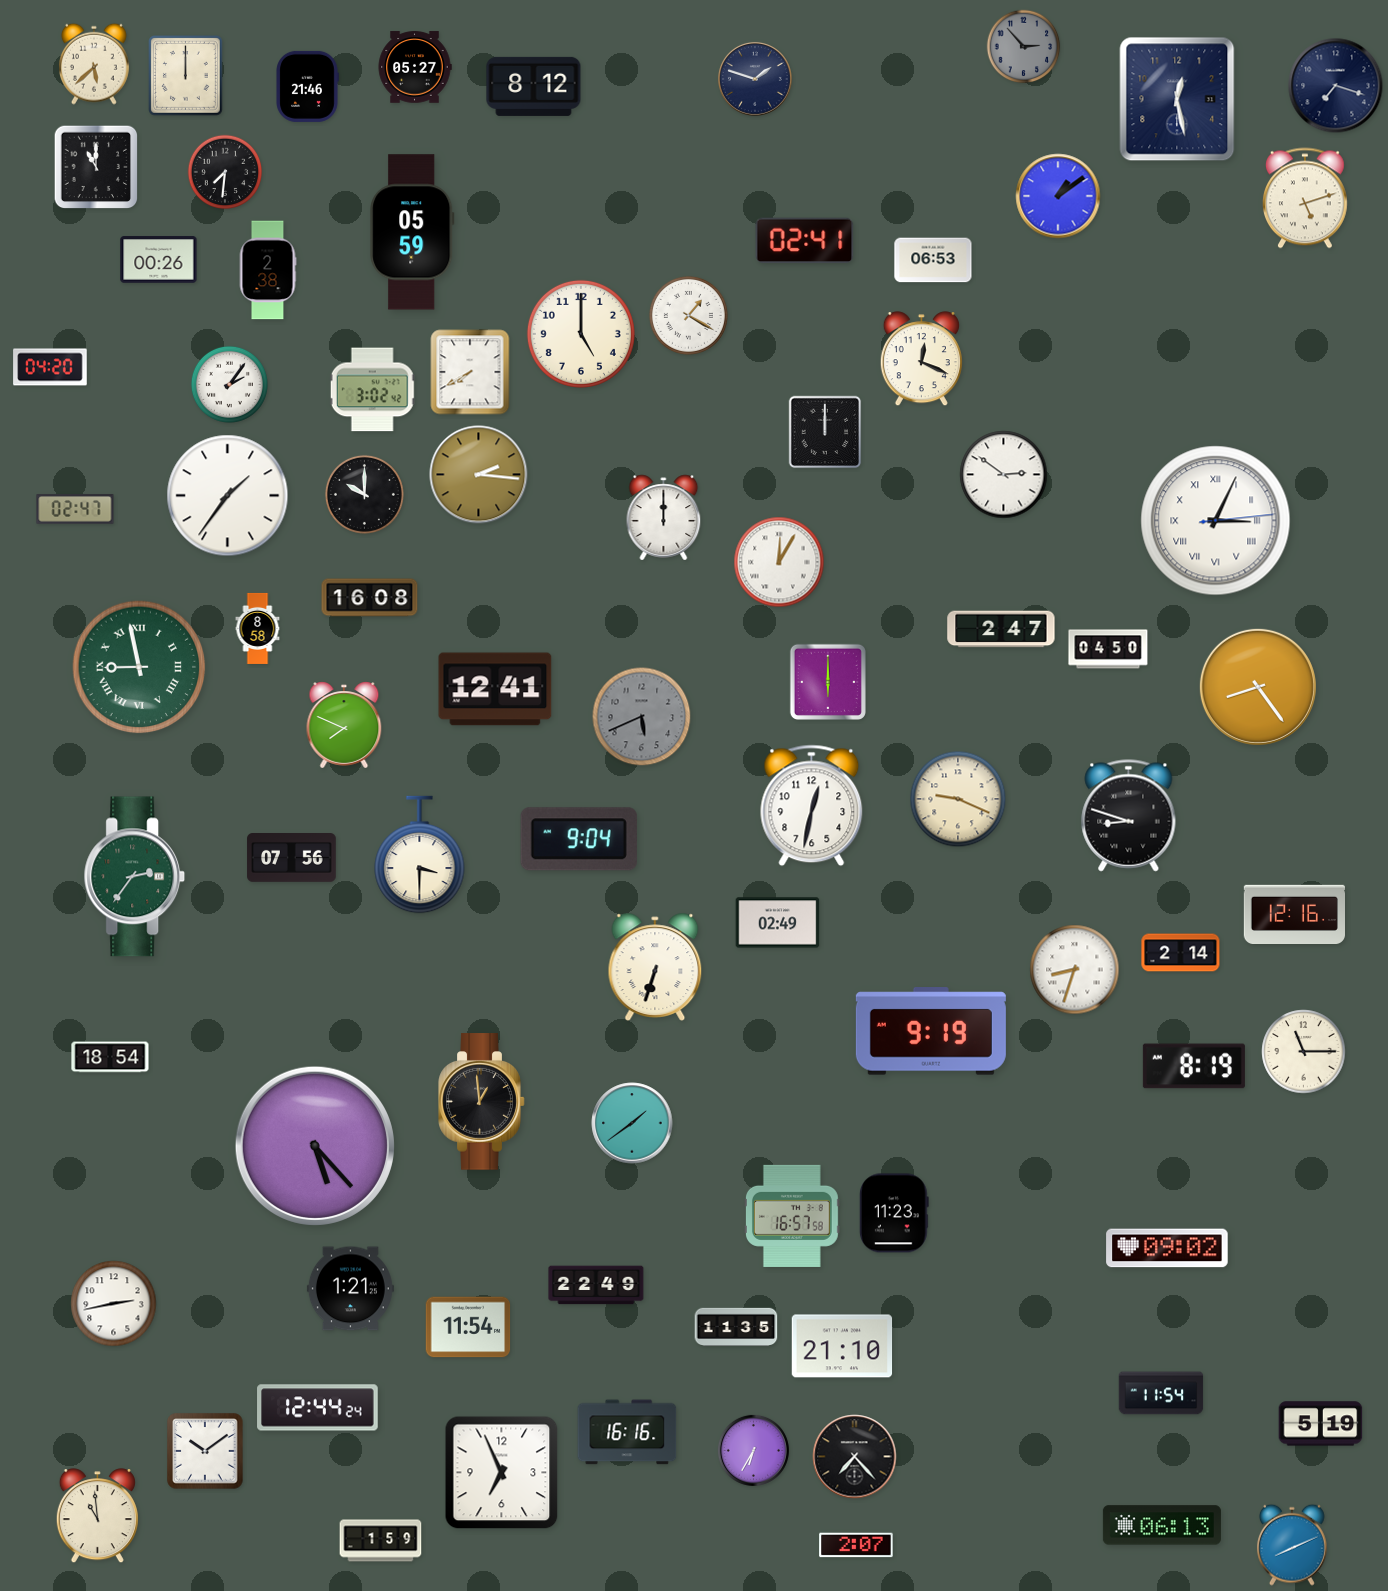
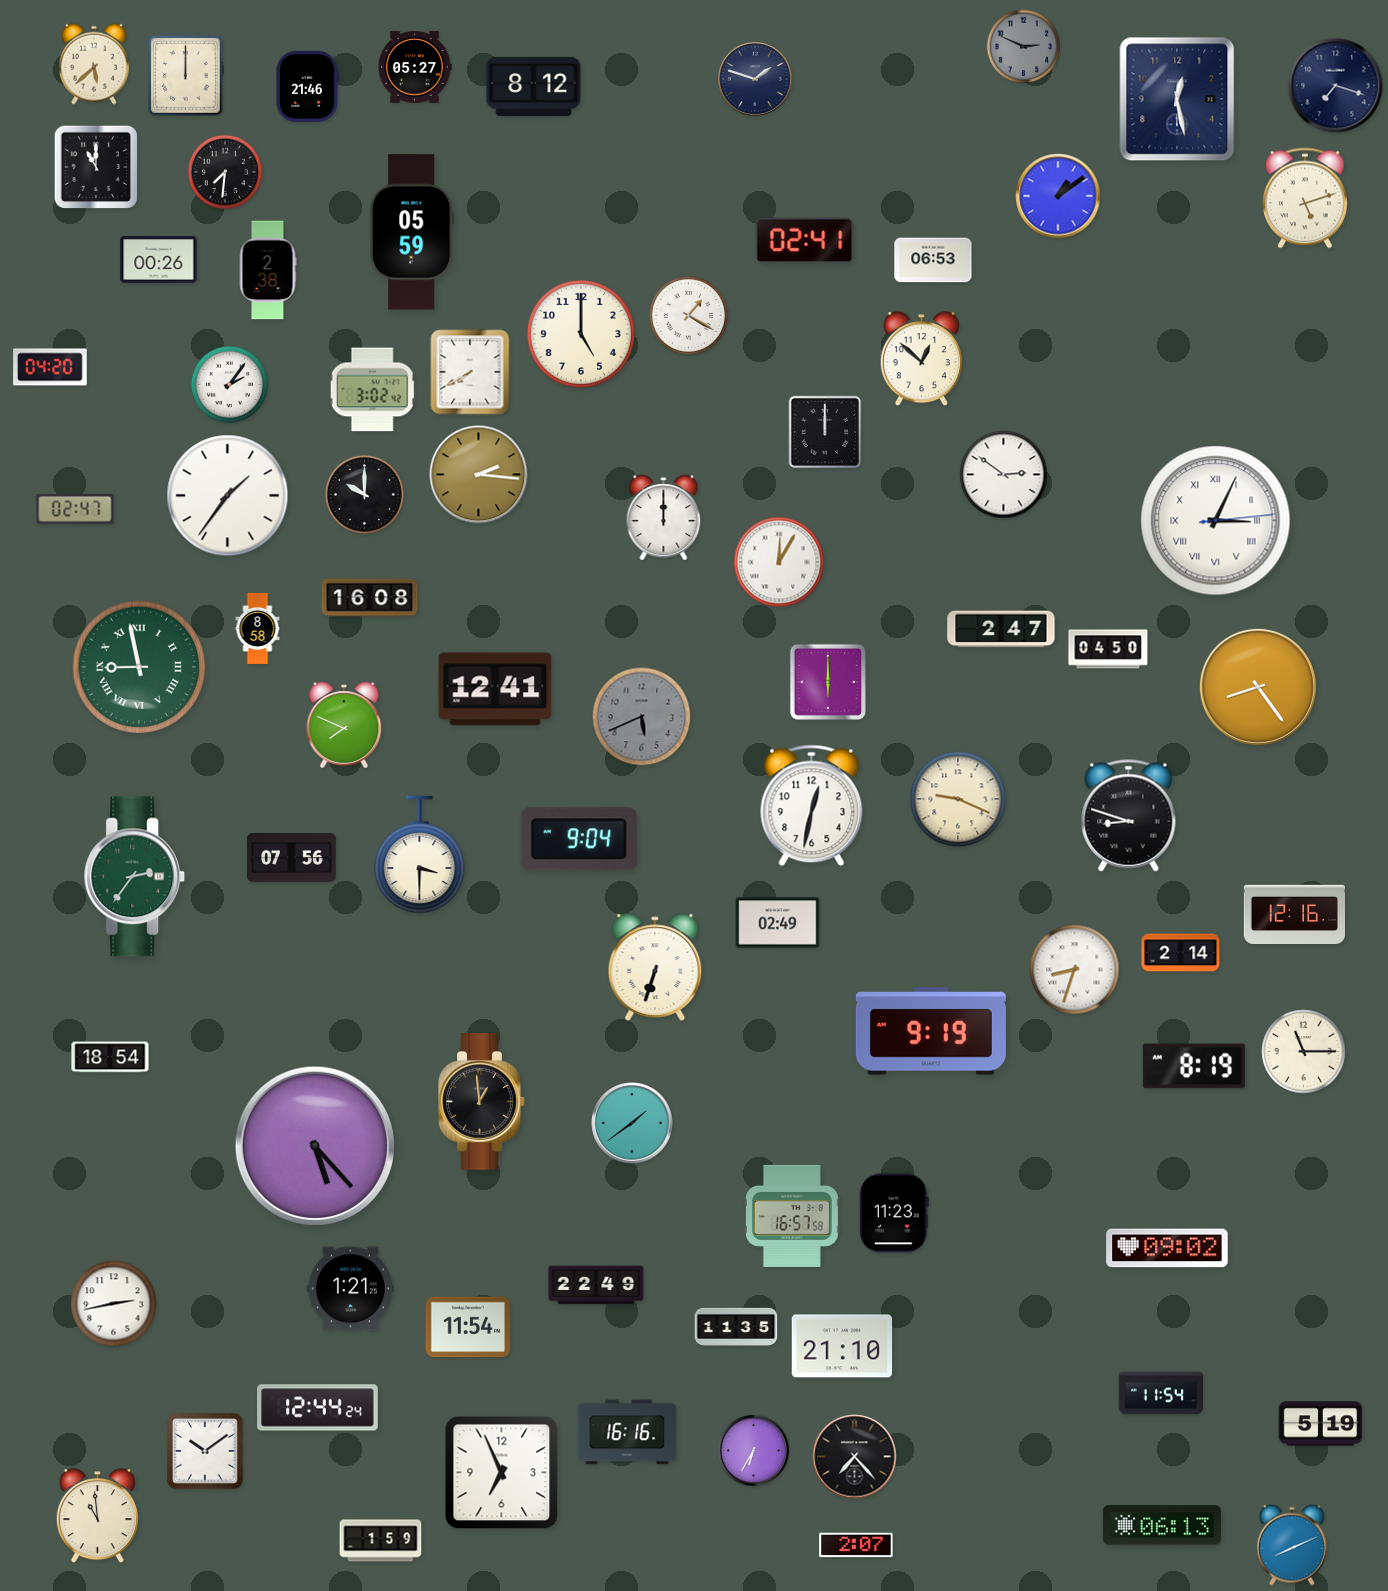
clock at (1024, 47): 2:53 -> 2:49
clock at (921, 359): 12:19 -> 12:52
